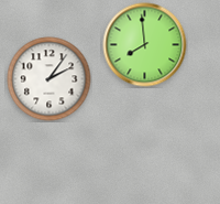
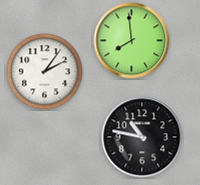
clock at (142, 137): none -> 10:47
